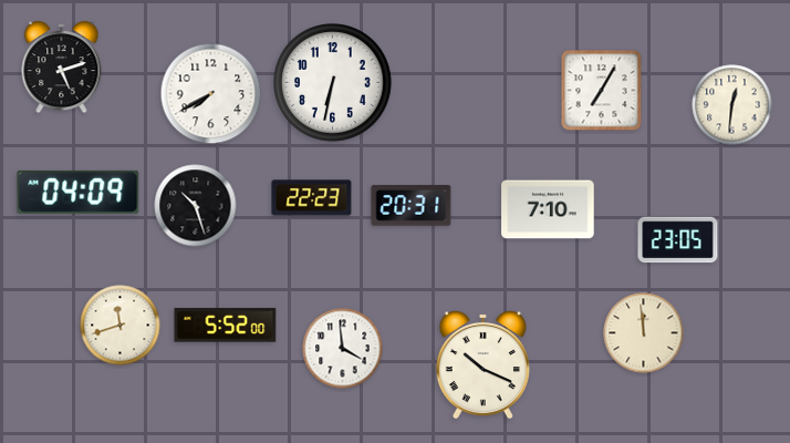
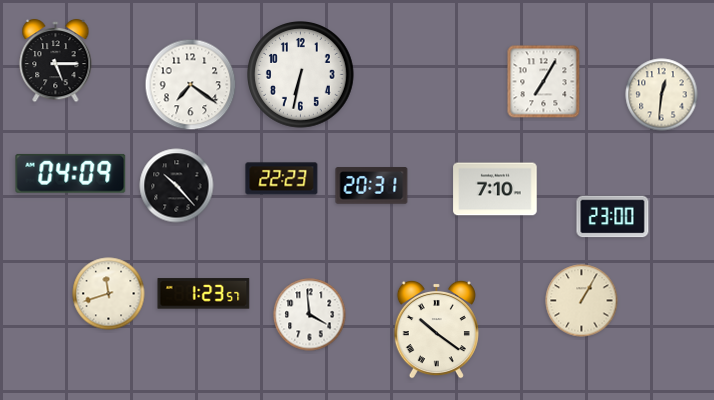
clock at (62, 68): 5:12 -> 5:15
clock at (211, 94): 7:40 -> 7:21
clock at (196, 206): 10:27 -> 10:23
clock at (678, 240): 23:05 -> 23:00
clock at (226, 326): 5:52 -> 1:23
clock at (644, 333): 11:59 -> 1:05
clock at (482, 364): 10:19 -> 10:21
